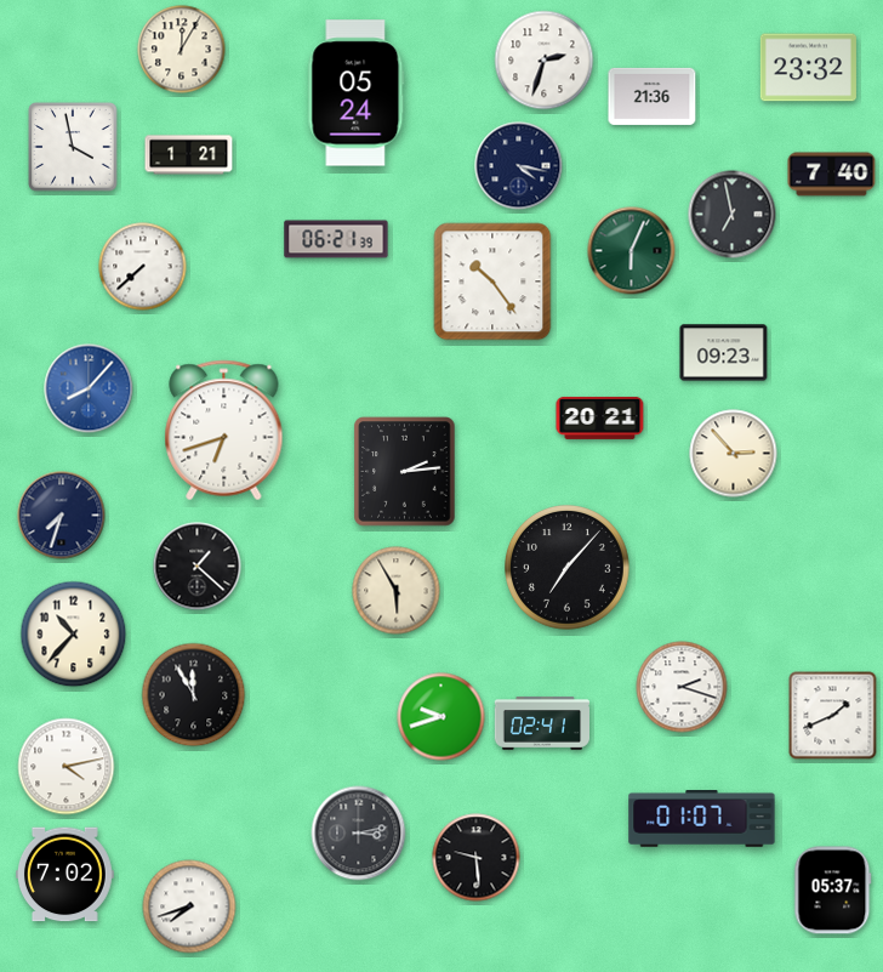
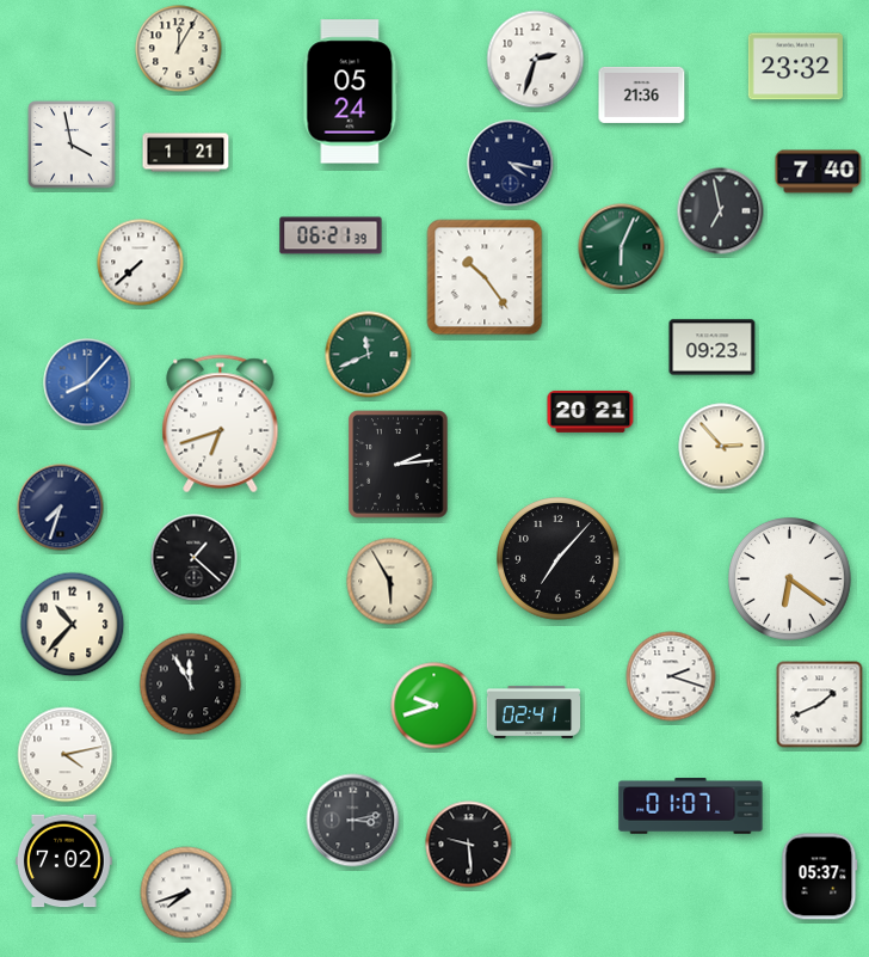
clock at (369, 355): none -> 11:41
clock at (790, 579): none -> 6:21
